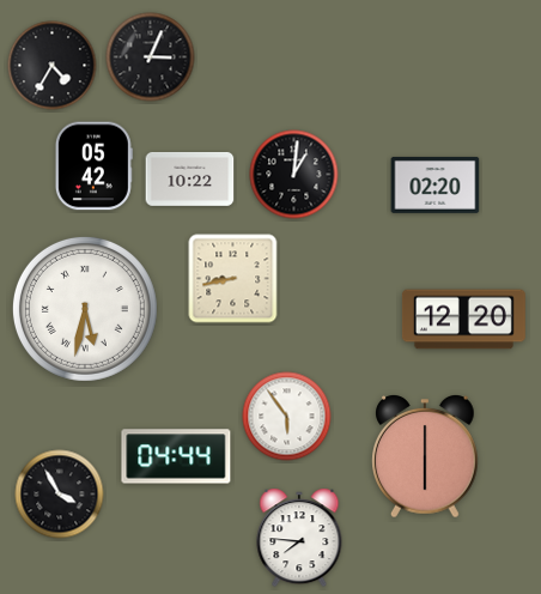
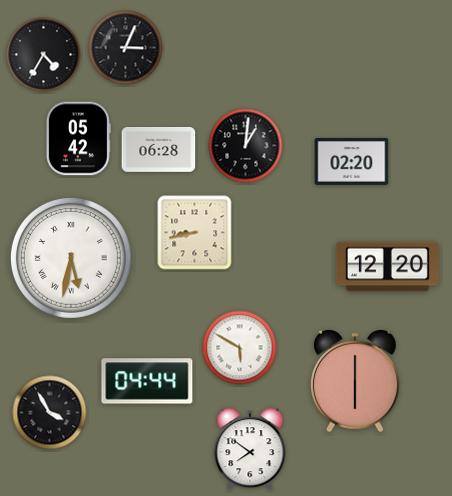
clock at (190, 178): 10:22 -> 06:28
clock at (436, 186) position: (436, 186) -> (352, 162)
clock at (287, 417): 5:54 -> 5:50
clock at (299, 538): 7:46 -> 7:51
